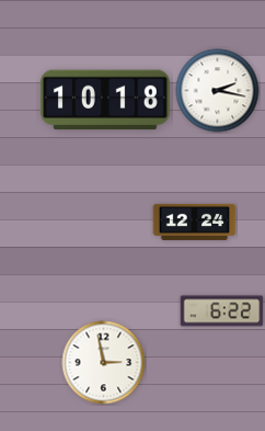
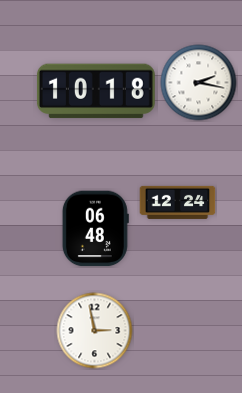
clock at (95, 229): none -> 06:48
clock at (222, 311): 6:22 -> none
